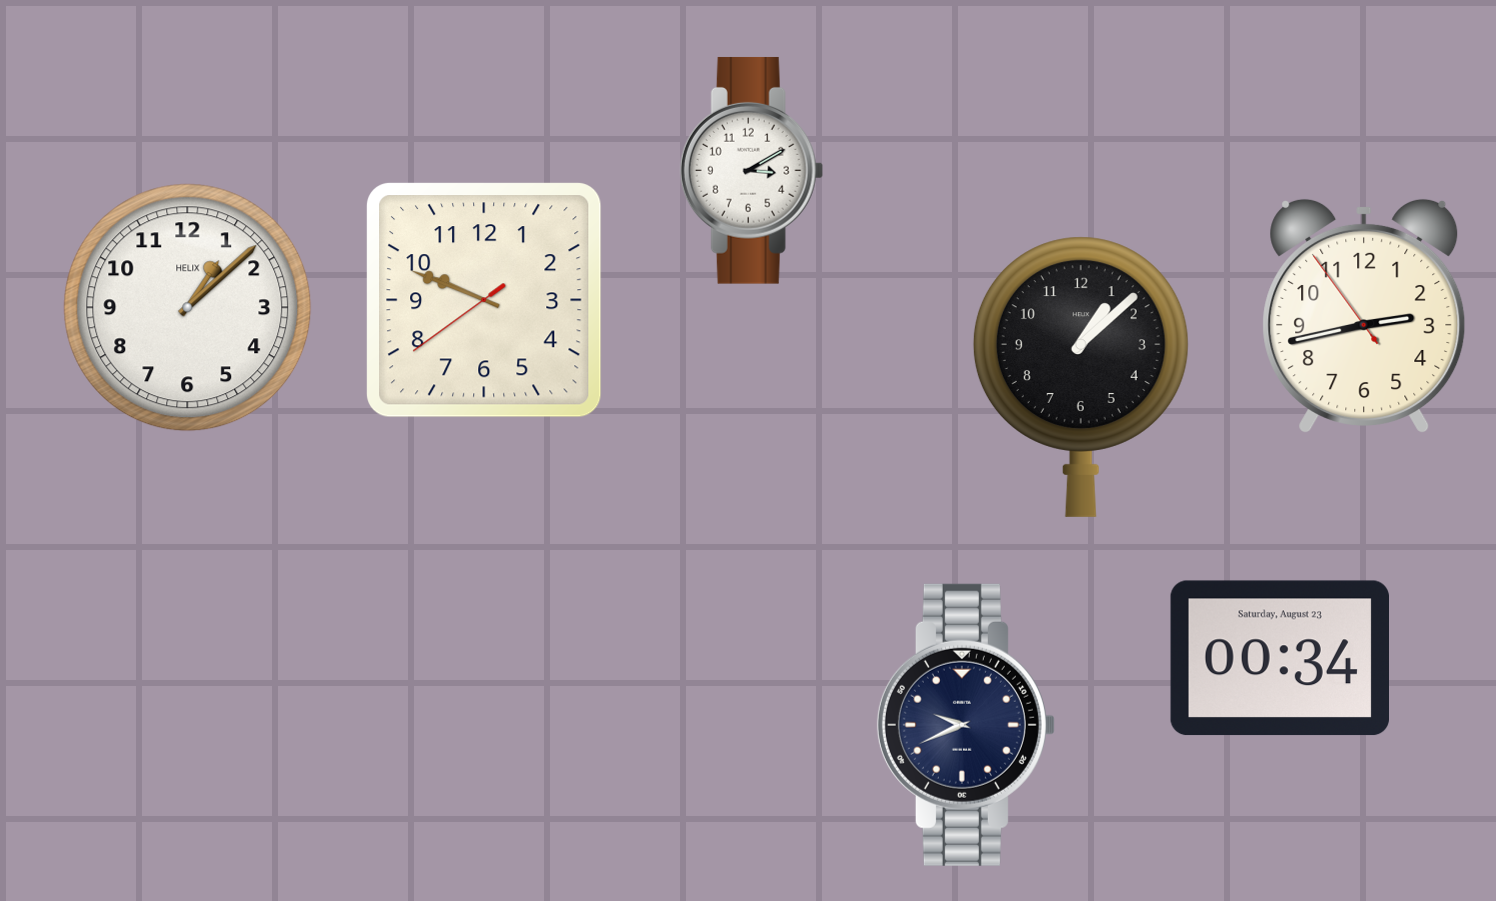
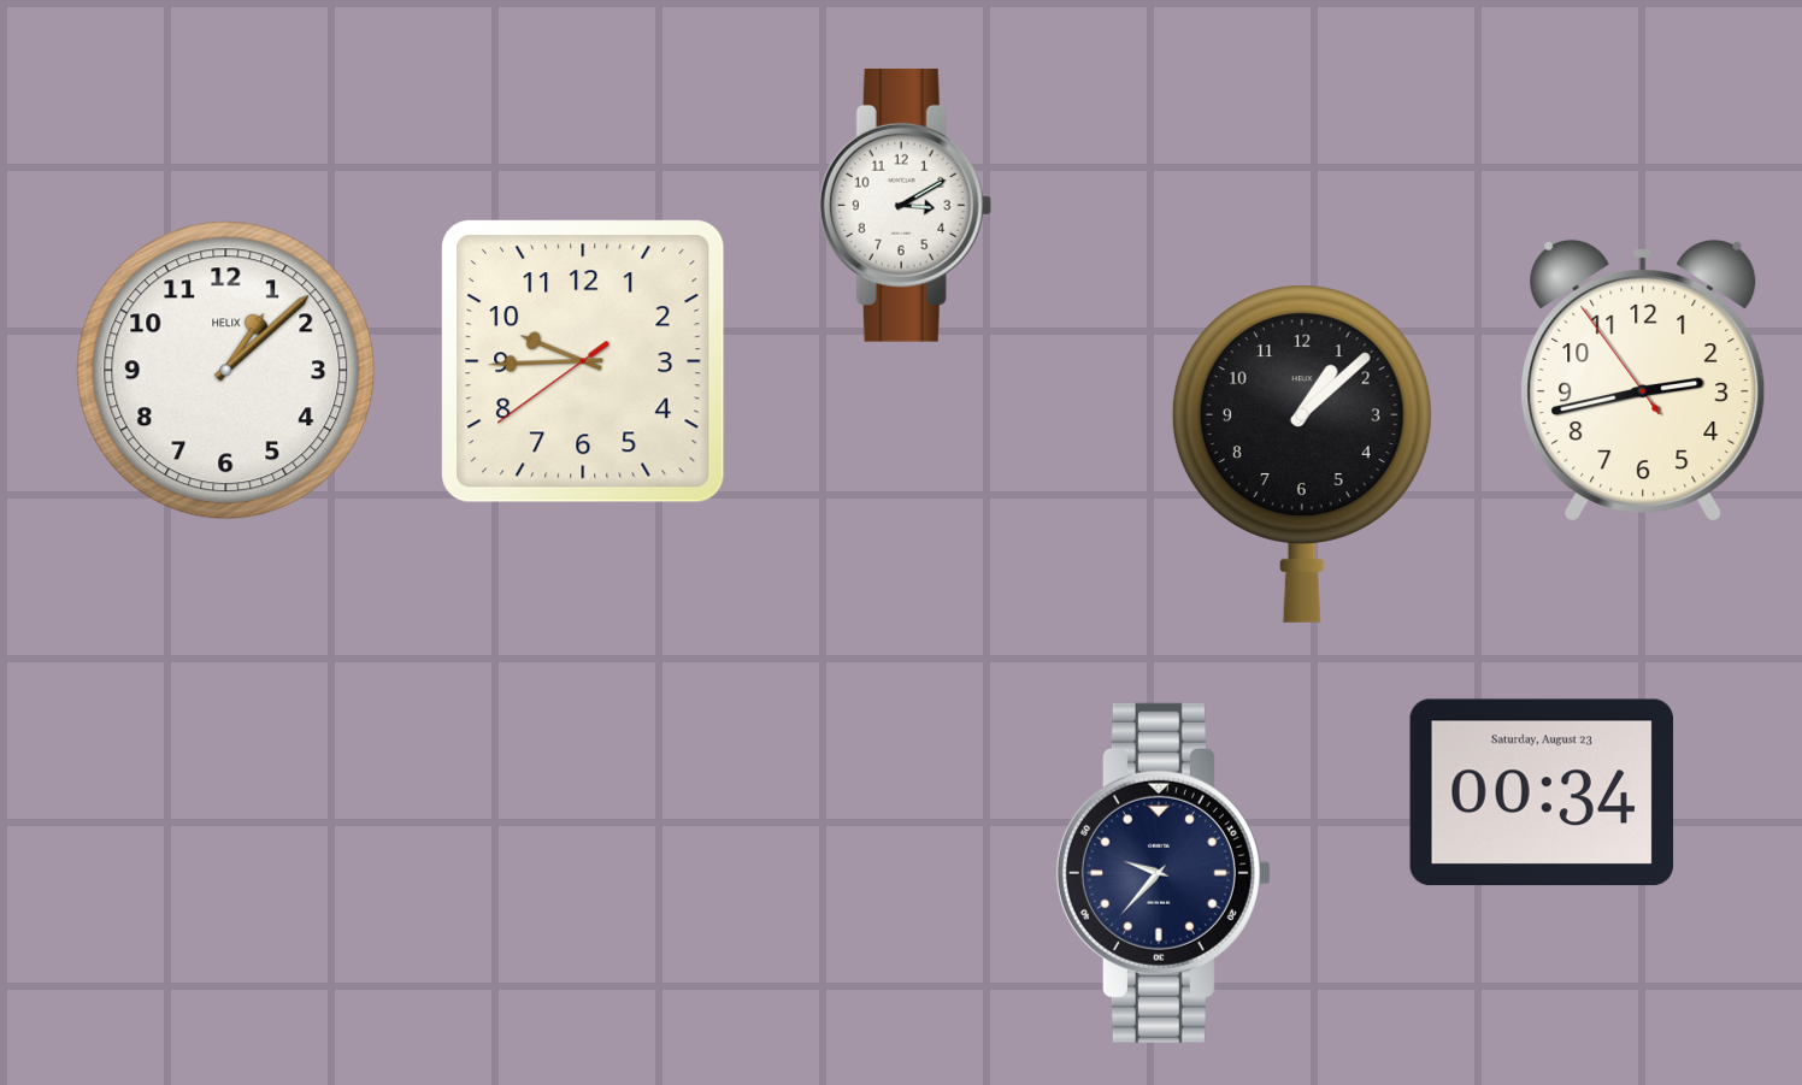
clock at (484, 300): 9:48 -> 9:44
clock at (966, 725): 9:41 -> 9:37
